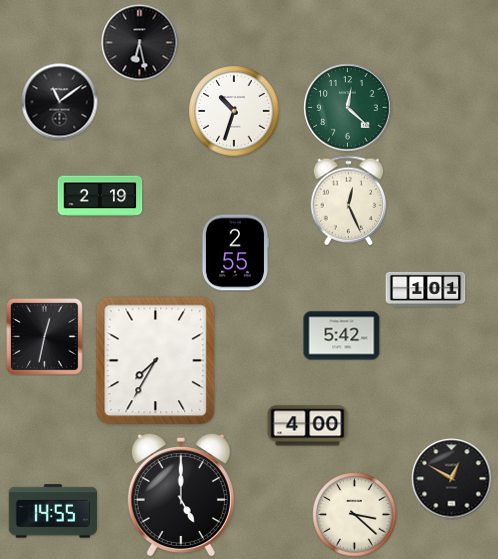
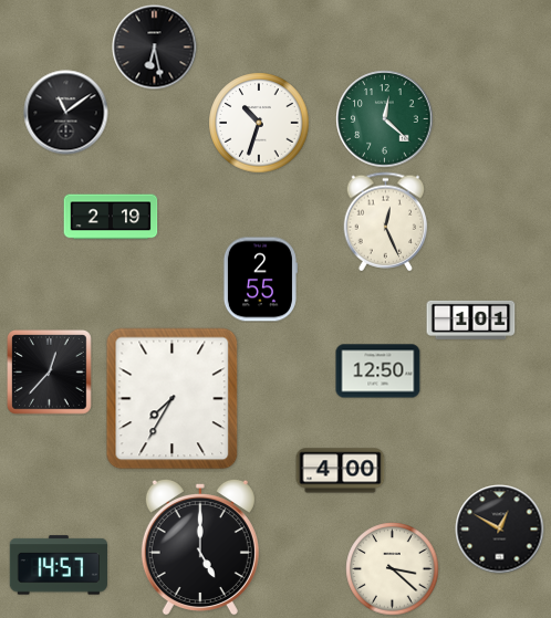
clock at (342, 336): 5:42 -> 12:50
clock at (45, 337): 12:32 -> 12:37
clock at (53, 511): 14:55 -> 14:57
